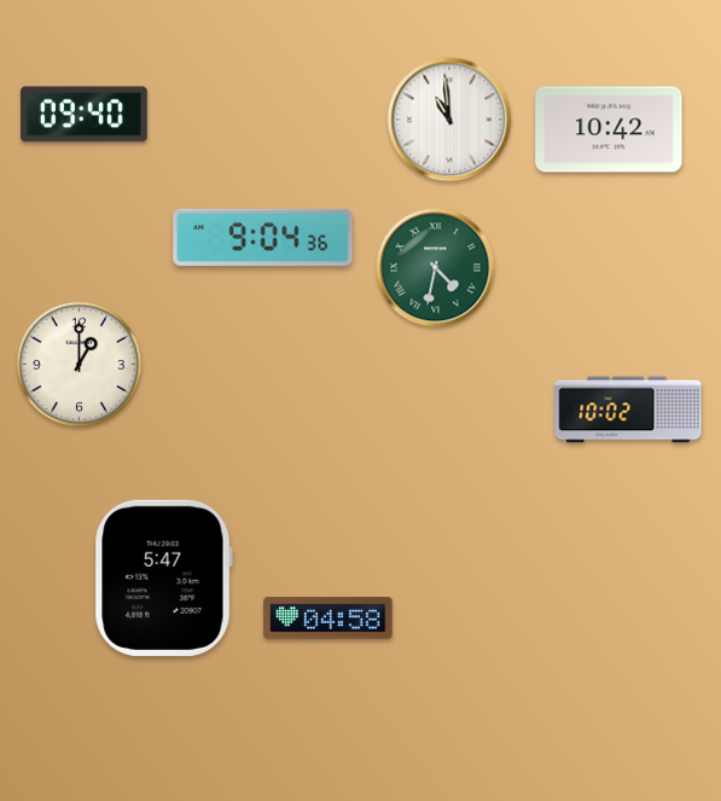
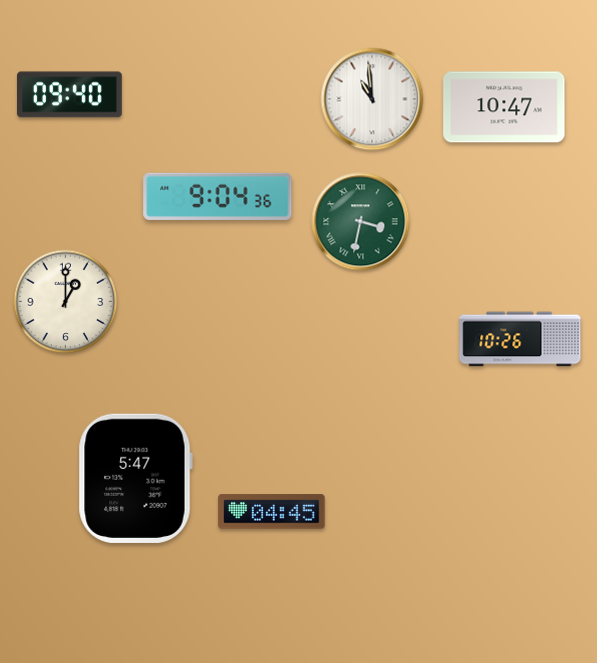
clock at (609, 129): 10:42 -> 10:47
clock at (436, 268): 4:32 -> 3:32
clock at (628, 410): 10:02 -> 10:26
clock at (328, 619): 04:58 -> 04:45
